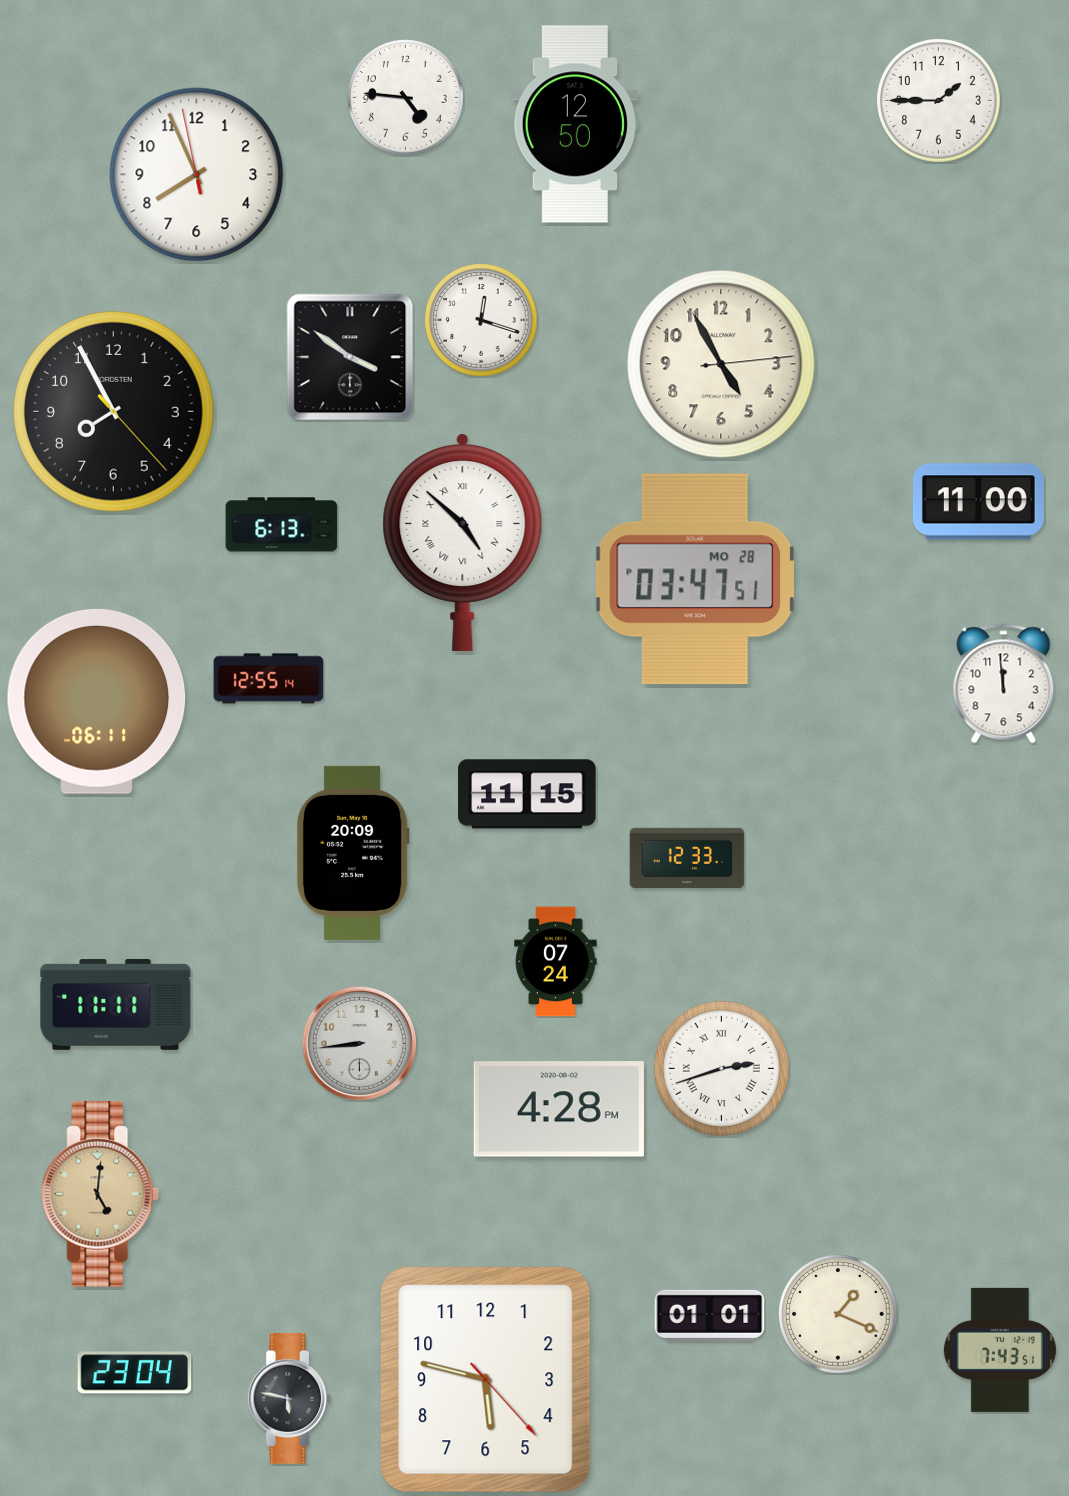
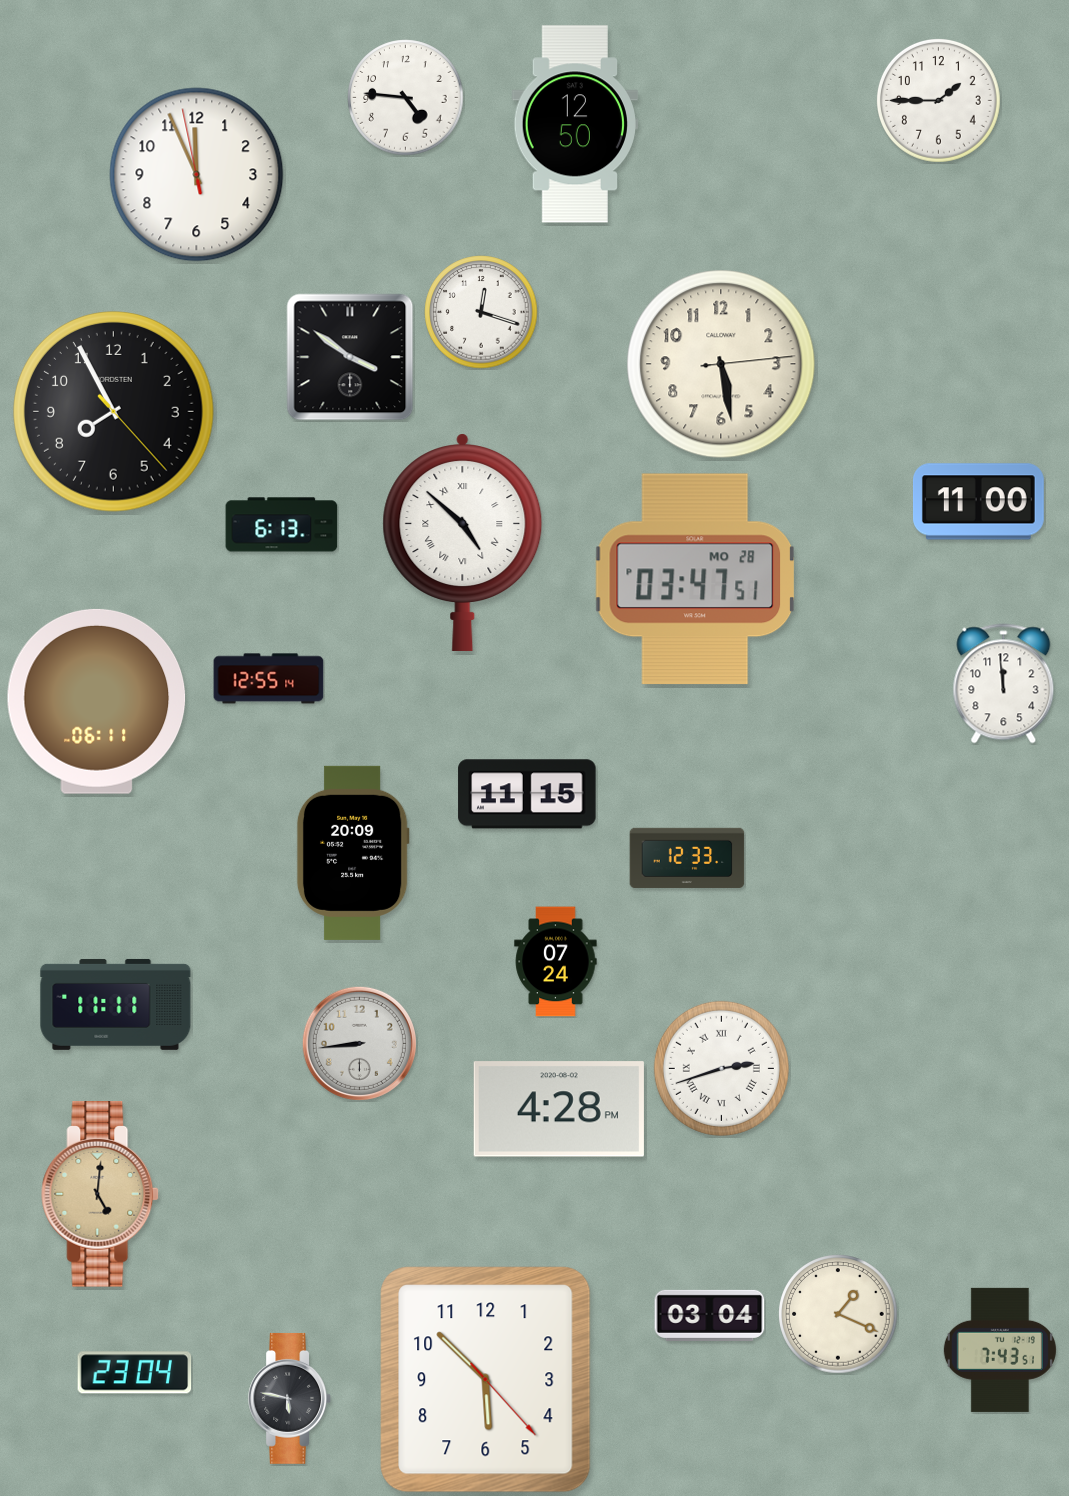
clock at (197, 175): 7:55 -> 11:55
clock at (481, 320) position: (481, 320) -> (481, 312)
clock at (721, 364): 4:55 -> 5:28
clock at (710, 1315): 01:01 -> 03:04
clock at (486, 1380): 5:47 -> 5:52
